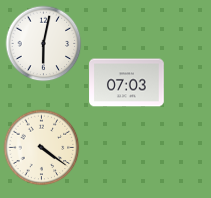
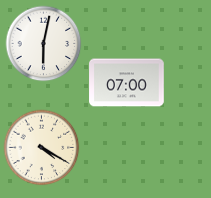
clock at (127, 83): 07:03 -> 07:00
clock at (42, 148): 4:21 -> 4:20
